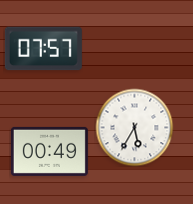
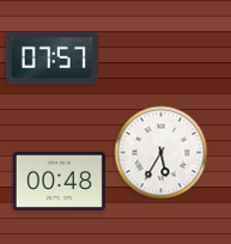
clock at (49, 151): 00:49 -> 00:48
